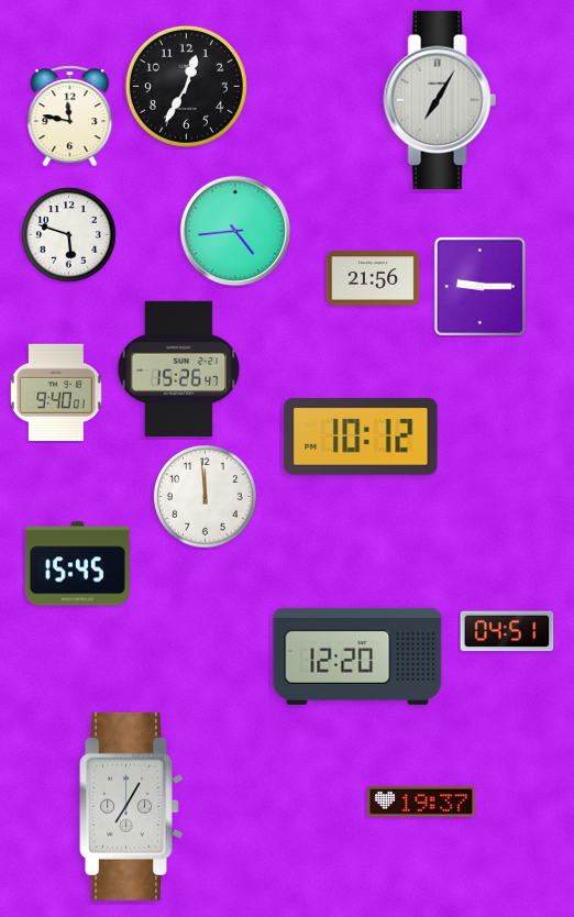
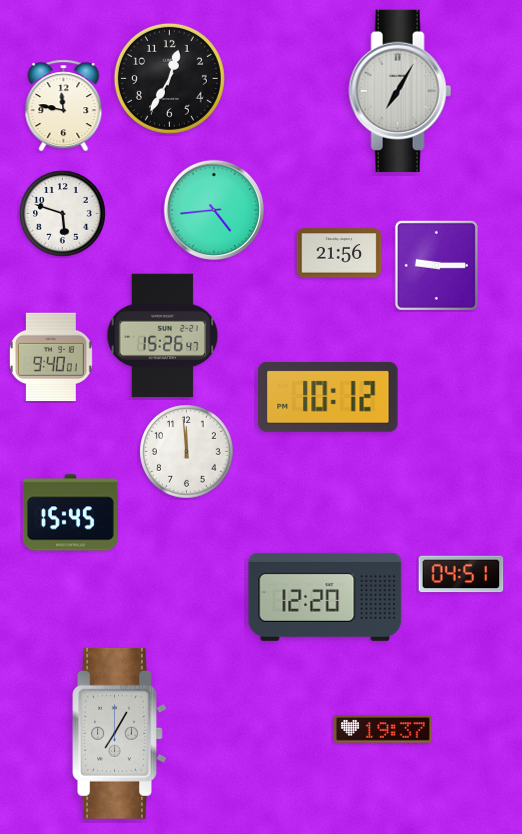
clock at (479, 286) position: (479, 286) -> (436, 265)
